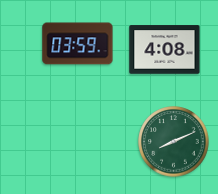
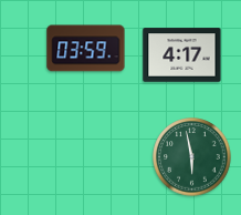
clock at (165, 50): 4:08 -> 4:17
clock at (174, 142): 8:11 -> 5:58
